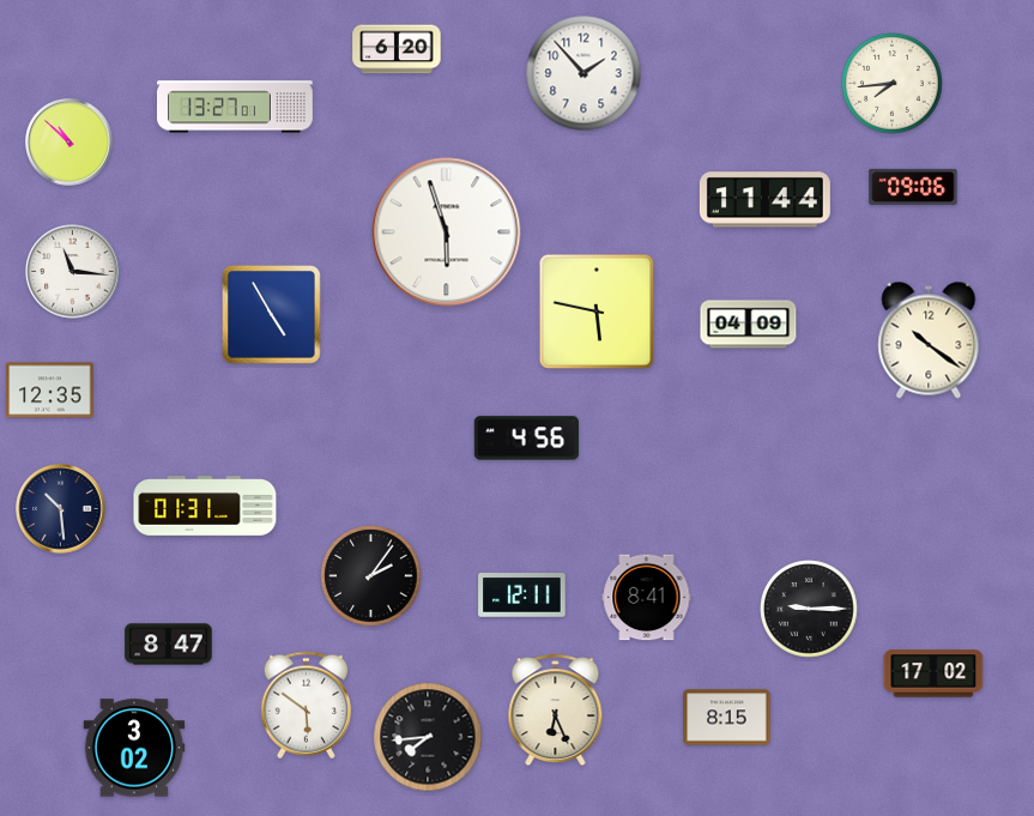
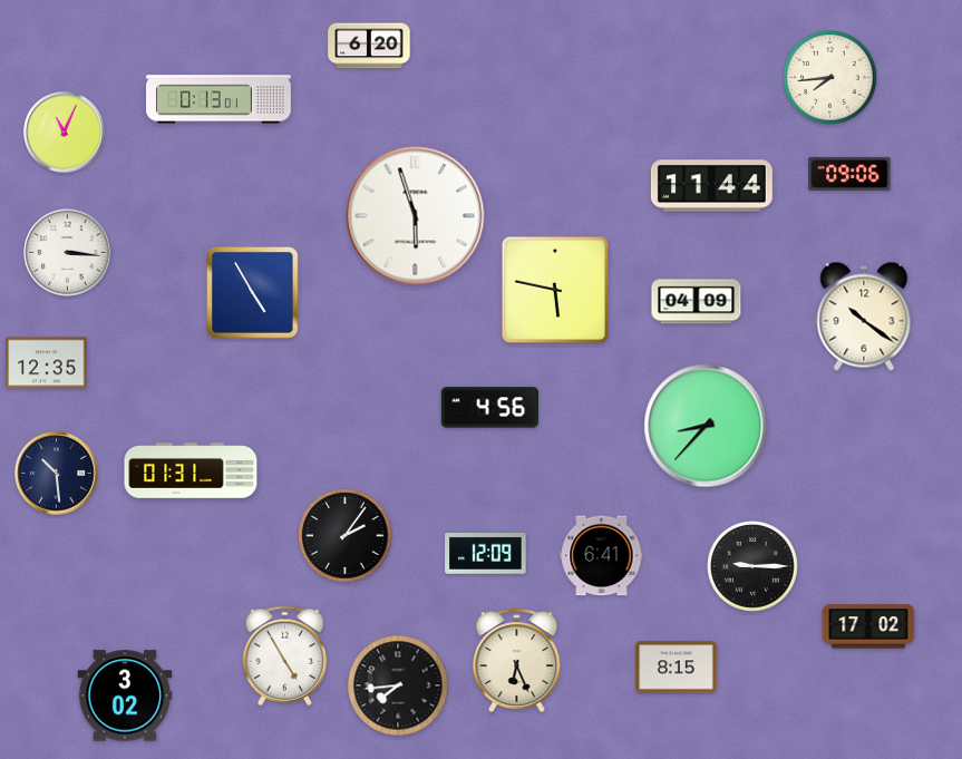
clock at (583, 73): 1:53 -> none
clock at (236, 107): 13:27 -> 0:13
clock at (69, 143): 10:52 -> 11:04
clock at (73, 272): 11:16 -> 3:16
clock at (706, 426): none -> 8:37
clock at (522, 596): 12:11 -> 12:09
clock at (647, 598): 8:41 -> 6:41
clock at (169, 645): 8:47 -> none
clock at (306, 706): 5:51 -> 4:55
